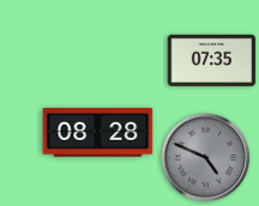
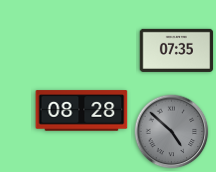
clock at (206, 158): 4:49 -> 4:52
